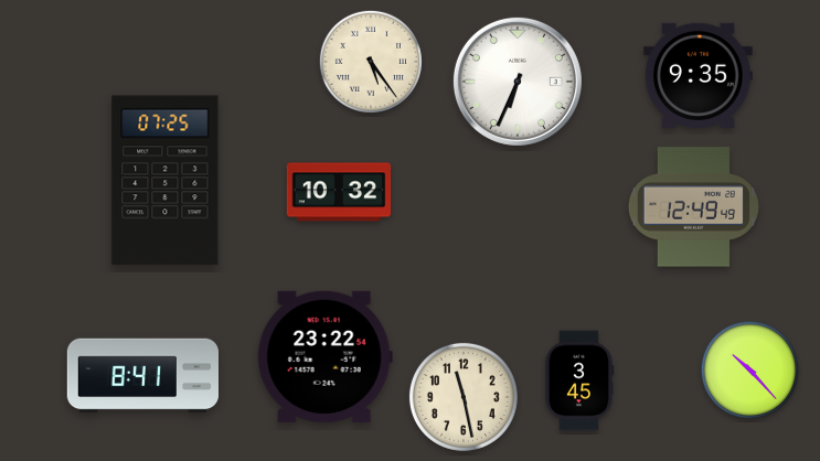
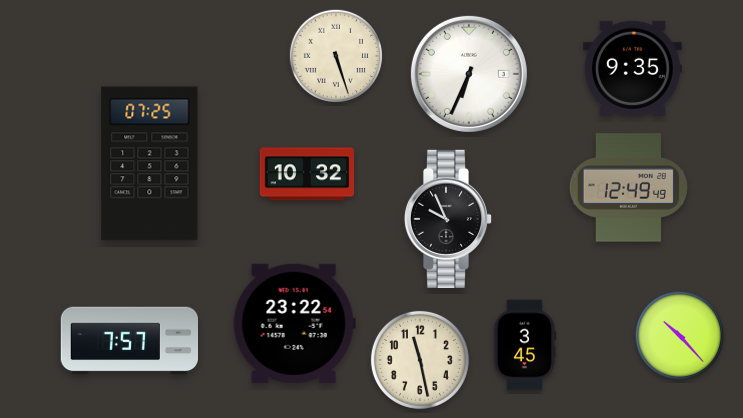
clock at (371, 62): 5:24 -> 5:27
clock at (448, 219): none -> 9:56
clock at (143, 376): 8:41 -> 7:57
